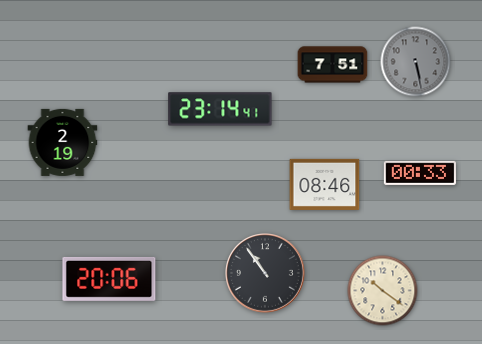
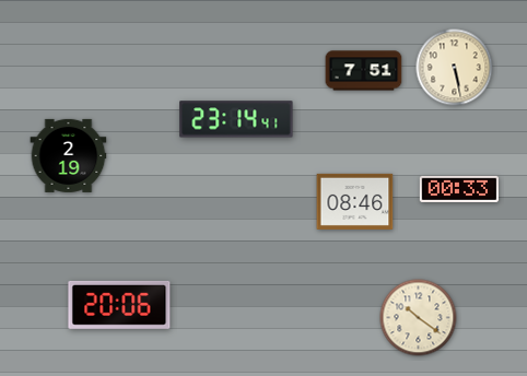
clock at (416, 62) dial: grey -> cream
clock at (220, 109) position: (220, 109) -> (236, 119)
clock at (266, 274): 10:54 -> none
